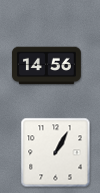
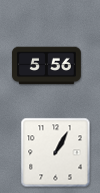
clock at (46, 66): 14:56 -> 5:56
